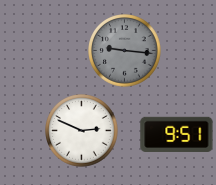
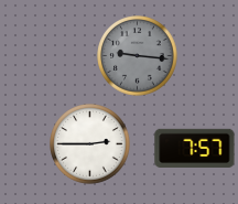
clock at (82, 131): 2:49 -> 2:45
clock at (177, 134): 9:51 -> 7:57
